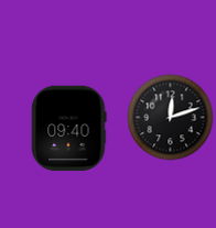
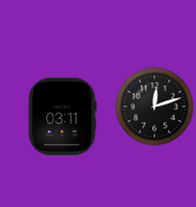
clock at (69, 128): 09:40 -> 03:11
